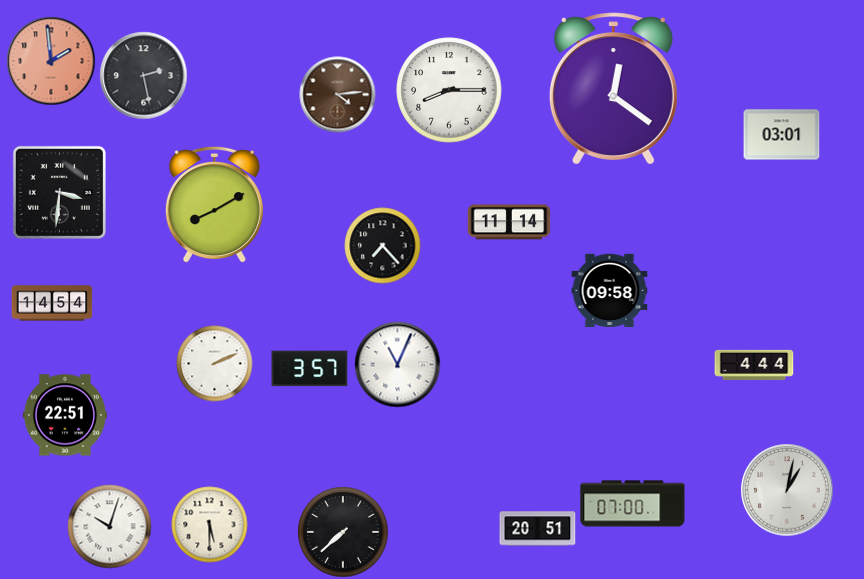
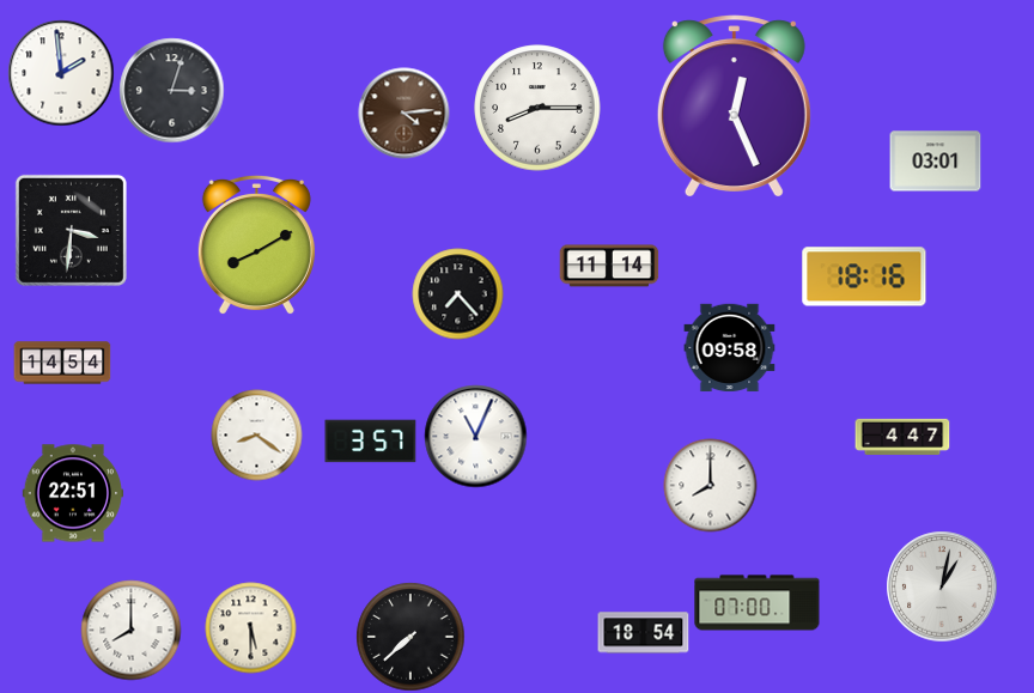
clock at (51, 61) dial: salmon -> white
clock at (144, 76): 2:28 -> 3:03
clock at (613, 88): 12:21 -> 12:26
clock at (864, 276): none -> 18:16
clock at (215, 364): 2:11 -> 8:21
clock at (754, 365): 4:44 -> 4:47
clock at (711, 486): none -> 8:00
clock at (65, 415) position: (65, 415) -> (73, 493)
clock at (110, 527): 10:03 -> 8:00
clock at (538, 529): 20:51 -> 18:54
